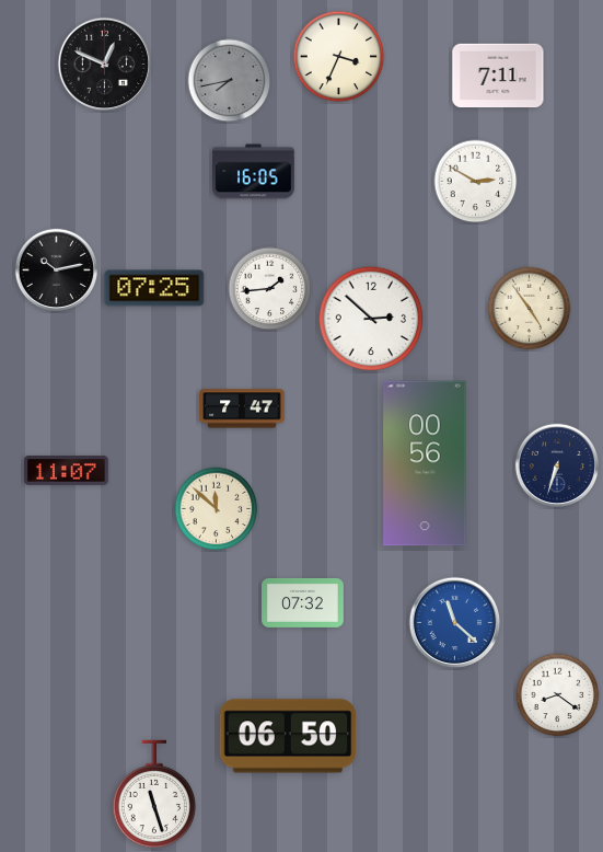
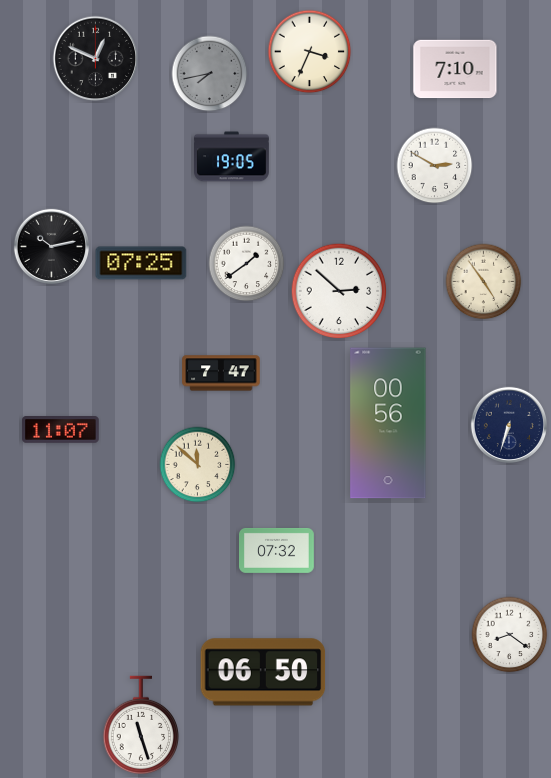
clock at (498, 76): 7:11 -> 7:10
clock at (254, 172): 16:05 -> 19:05
clock at (270, 289): 1:44 -> 1:39
clock at (455, 623): 11:22 -> none
